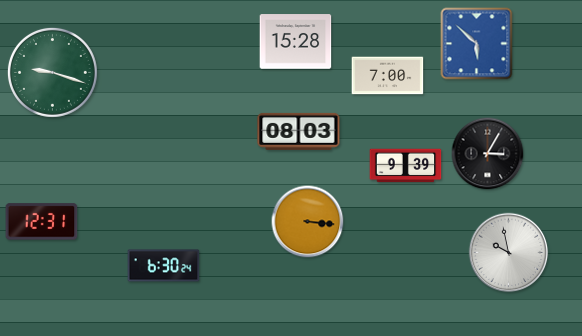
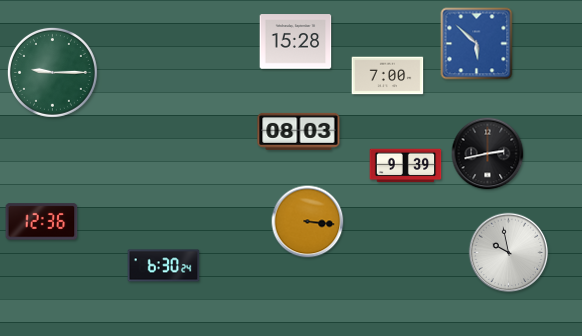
clock at (52, 72): 9:18 -> 9:15
clock at (488, 154): 3:05 -> 2:43
clock at (42, 222): 12:31 -> 12:36
